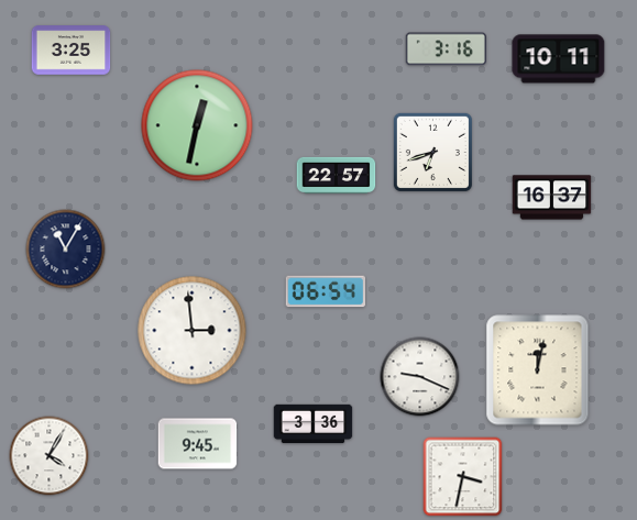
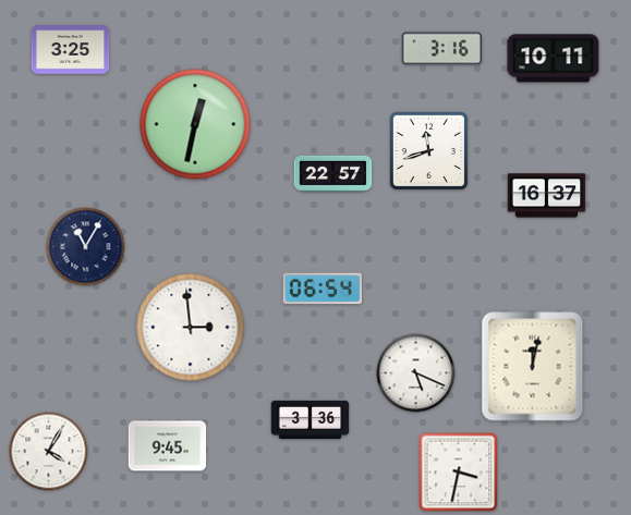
clock at (432, 152): 6:42 -> 11:42
clock at (66, 250) position: (66, 250) -> (86, 247)
clock at (420, 377): 9:19 -> 5:19
clock at (198, 444) position: (198, 444) -> (168, 446)
